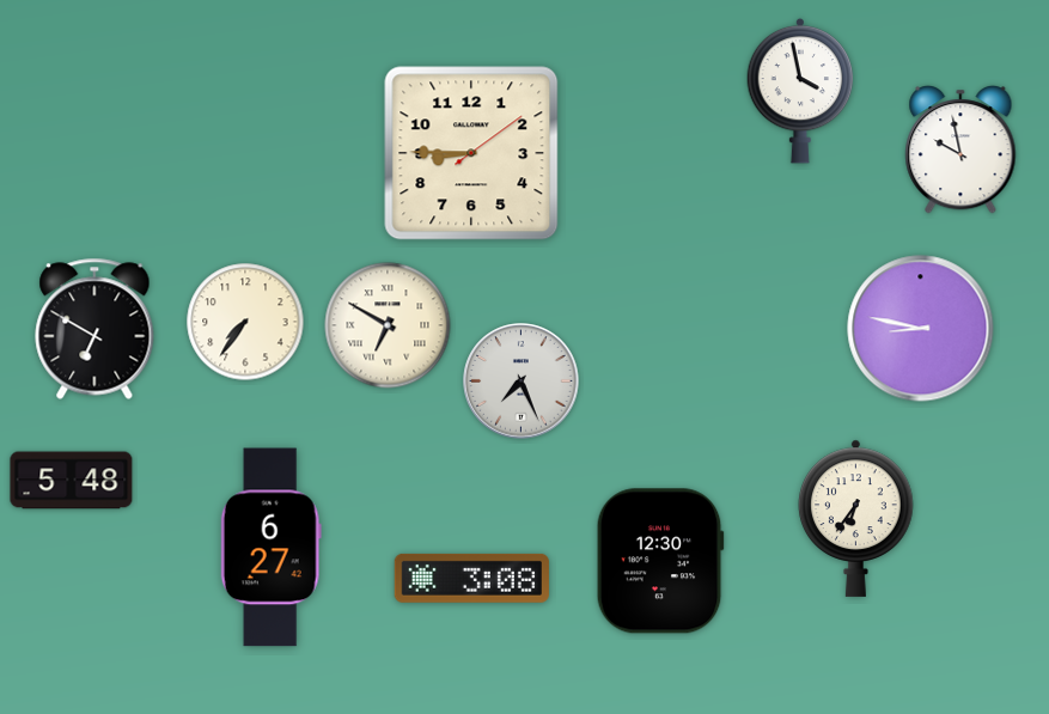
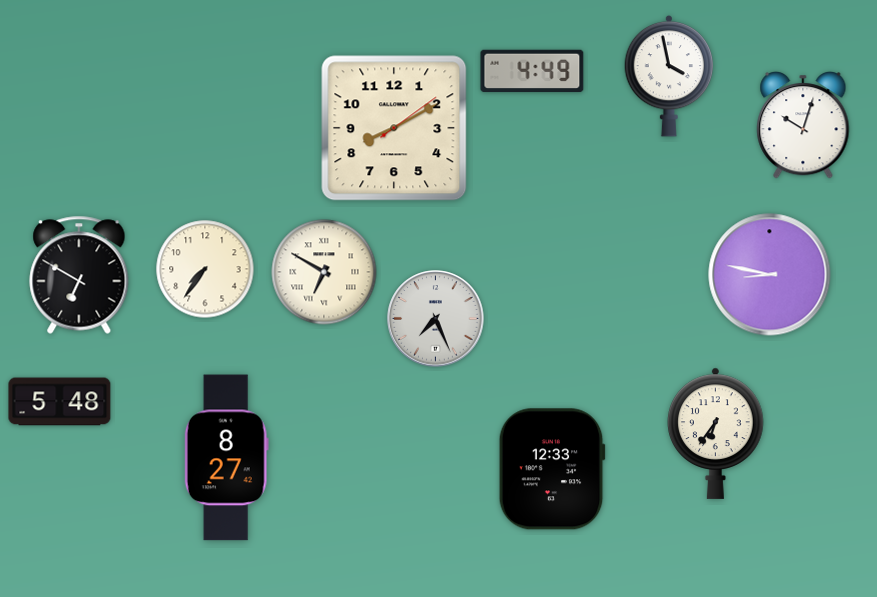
clock at (532, 71): none -> 4:49
clock at (960, 151): 9:58 -> 10:03
clock at (471, 153): 8:45 -> 8:10
clock at (270, 548): 6:27 -> 8:27
clock at (660, 561): 12:30 -> 12:33
clock at (471, 578): 3:08 -> none
